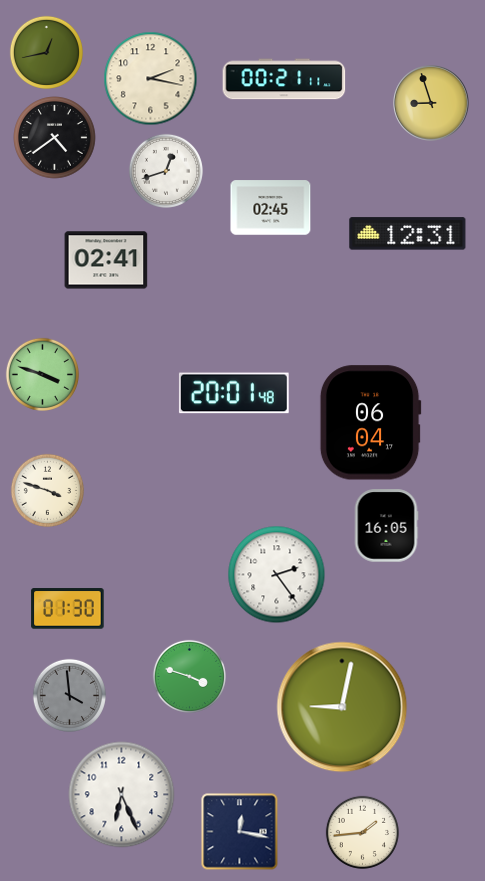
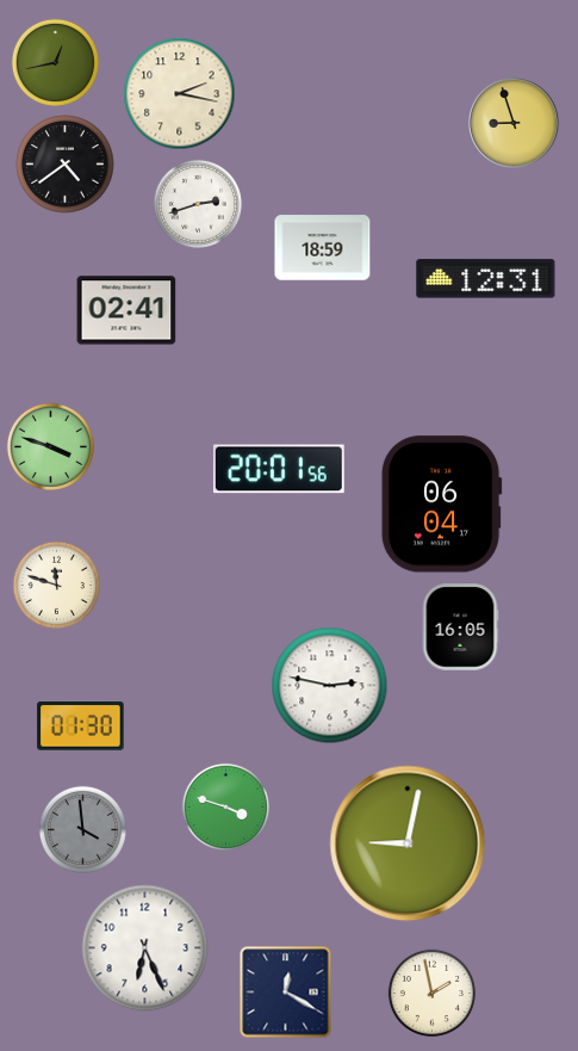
clock at (284, 79): 00:21 -> none
clock at (166, 171): 12:42 -> 2:42
clock at (271, 208): 02:45 -> 18:59
clock at (234, 393): 20:01:48 -> 20:01:56
clock at (47, 490): 3:48 -> 11:48
clock at (277, 575): 2:24 -> 2:47
clock at (240, 832): 12:17 -> 12:20
clock at (362, 832): 1:44 -> 1:58
